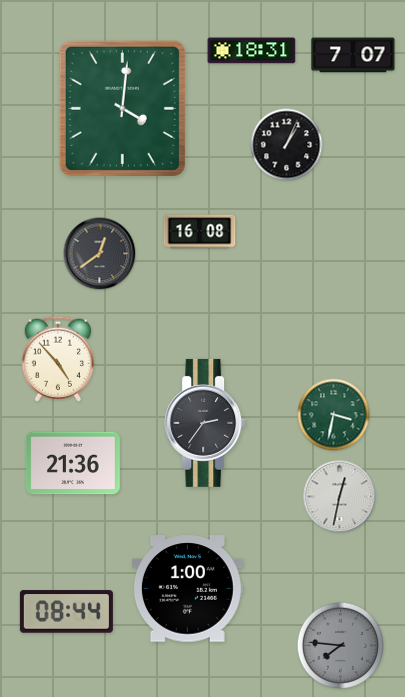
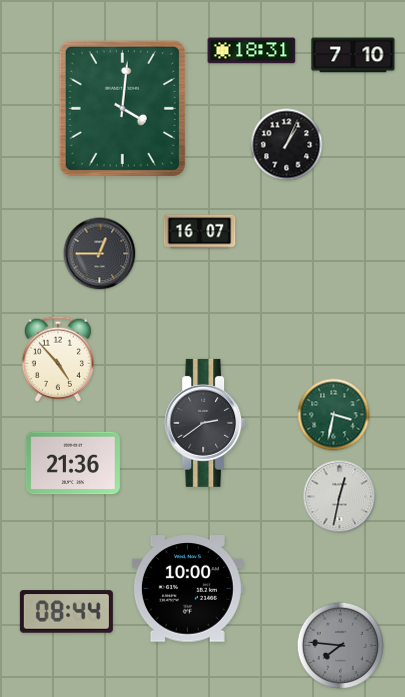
clock at (353, 55): 7:07 -> 7:10
clock at (200, 232): 16:08 -> 16:07
clock at (100, 254): 12:39 -> 12:45
clock at (205, 423): 2:36 -> 2:39
clock at (187, 589): 1:00 -> 10:00
